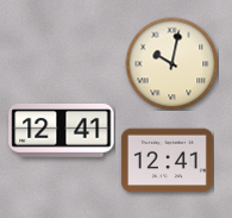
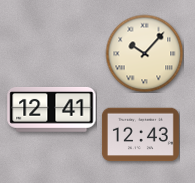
clock at (171, 63): 10:02 -> 10:07
clock at (167, 161): 12:41 -> 12:43
